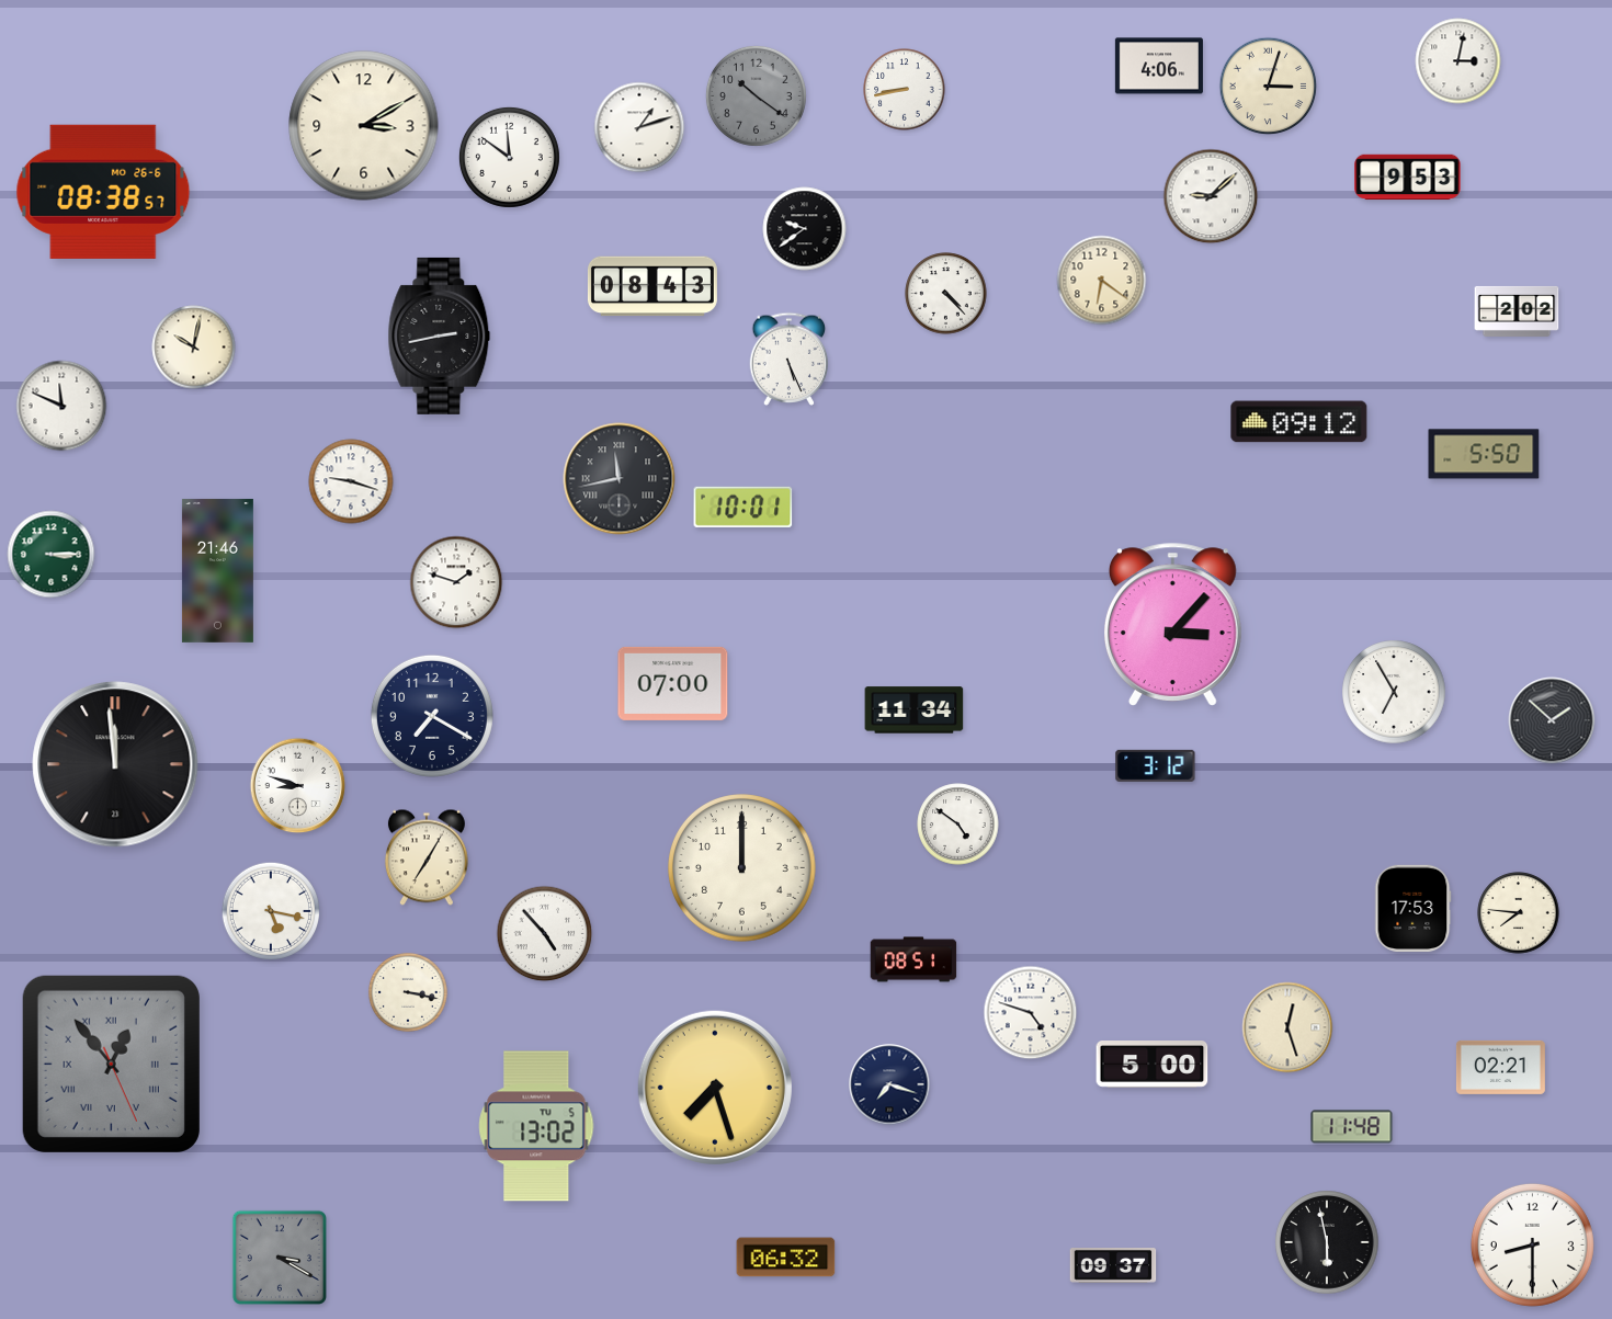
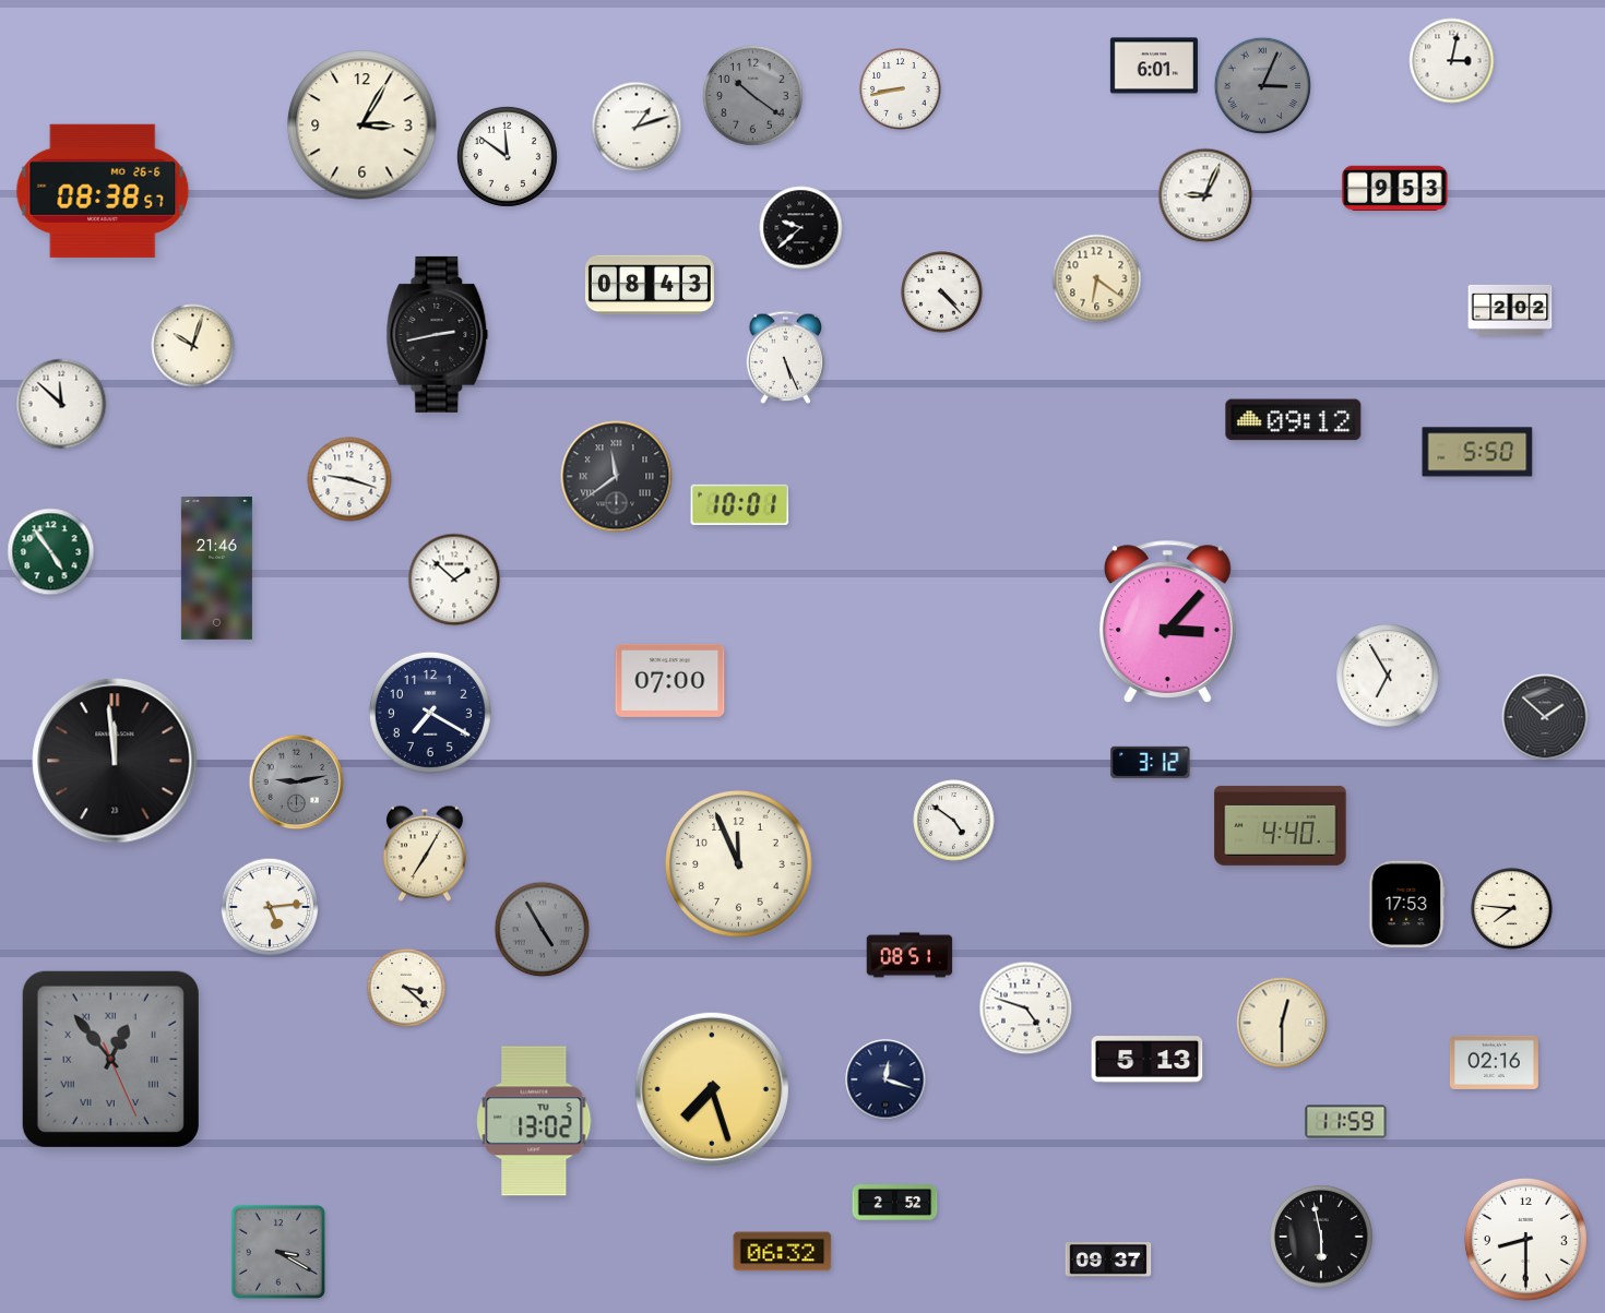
clock at (1159, 66): 4:06 -> 6:01
clock at (1269, 87): 3:03 -> 3:04
clock at (1269, 87) dial: cream -> grey
clock at (364, 126): 3:10 -> 3:05
clock at (1408, 178) position: (1408, 178) -> (1395, 189)
clock at (1211, 196): 9:08 -> 9:04
clock at (805, 229): 9:39 -> 9:38
clock at (194, 348): 10:02 -> 10:03
clock at (61, 406): 11:49 -> 11:52
clock at (620, 479): 11:43 -> 11:39
clock at (52, 555): 3:15 -> 4:54
clock at (456, 582): 1:48 -> 1:52
clock at (1394, 692) position: (1394, 692) -> (1388, 676)
clock at (915, 710): 11:34 -> none
clock at (298, 786): 8:48 -> 9:13
clock at (298, 786) dial: white -> grey
clock at (1281, 825): none -> 4:40
clock at (742, 868): 12:00 -> 11:56
clock at (270, 910): 5:17 -> 5:14
clock at (545, 934): 4:53 -> 4:55
clock at (545, 934) dial: white -> grey
clock at (408, 992): 3:17 -> 3:22
clock at (1287, 1027): 12:27 -> 12:30
clock at (1153, 1065): 5:00 -> 5:13
clock at (1500, 1067): 02:21 -> 02:16
clock at (889, 1084): 7:18 -> 12:18
clock at (715, 1088) position: (715, 1088) -> (712, 1089)
clock at (1352, 1127): 11:48 -> 11:59
clock at (895, 1203): none -> 2:52
